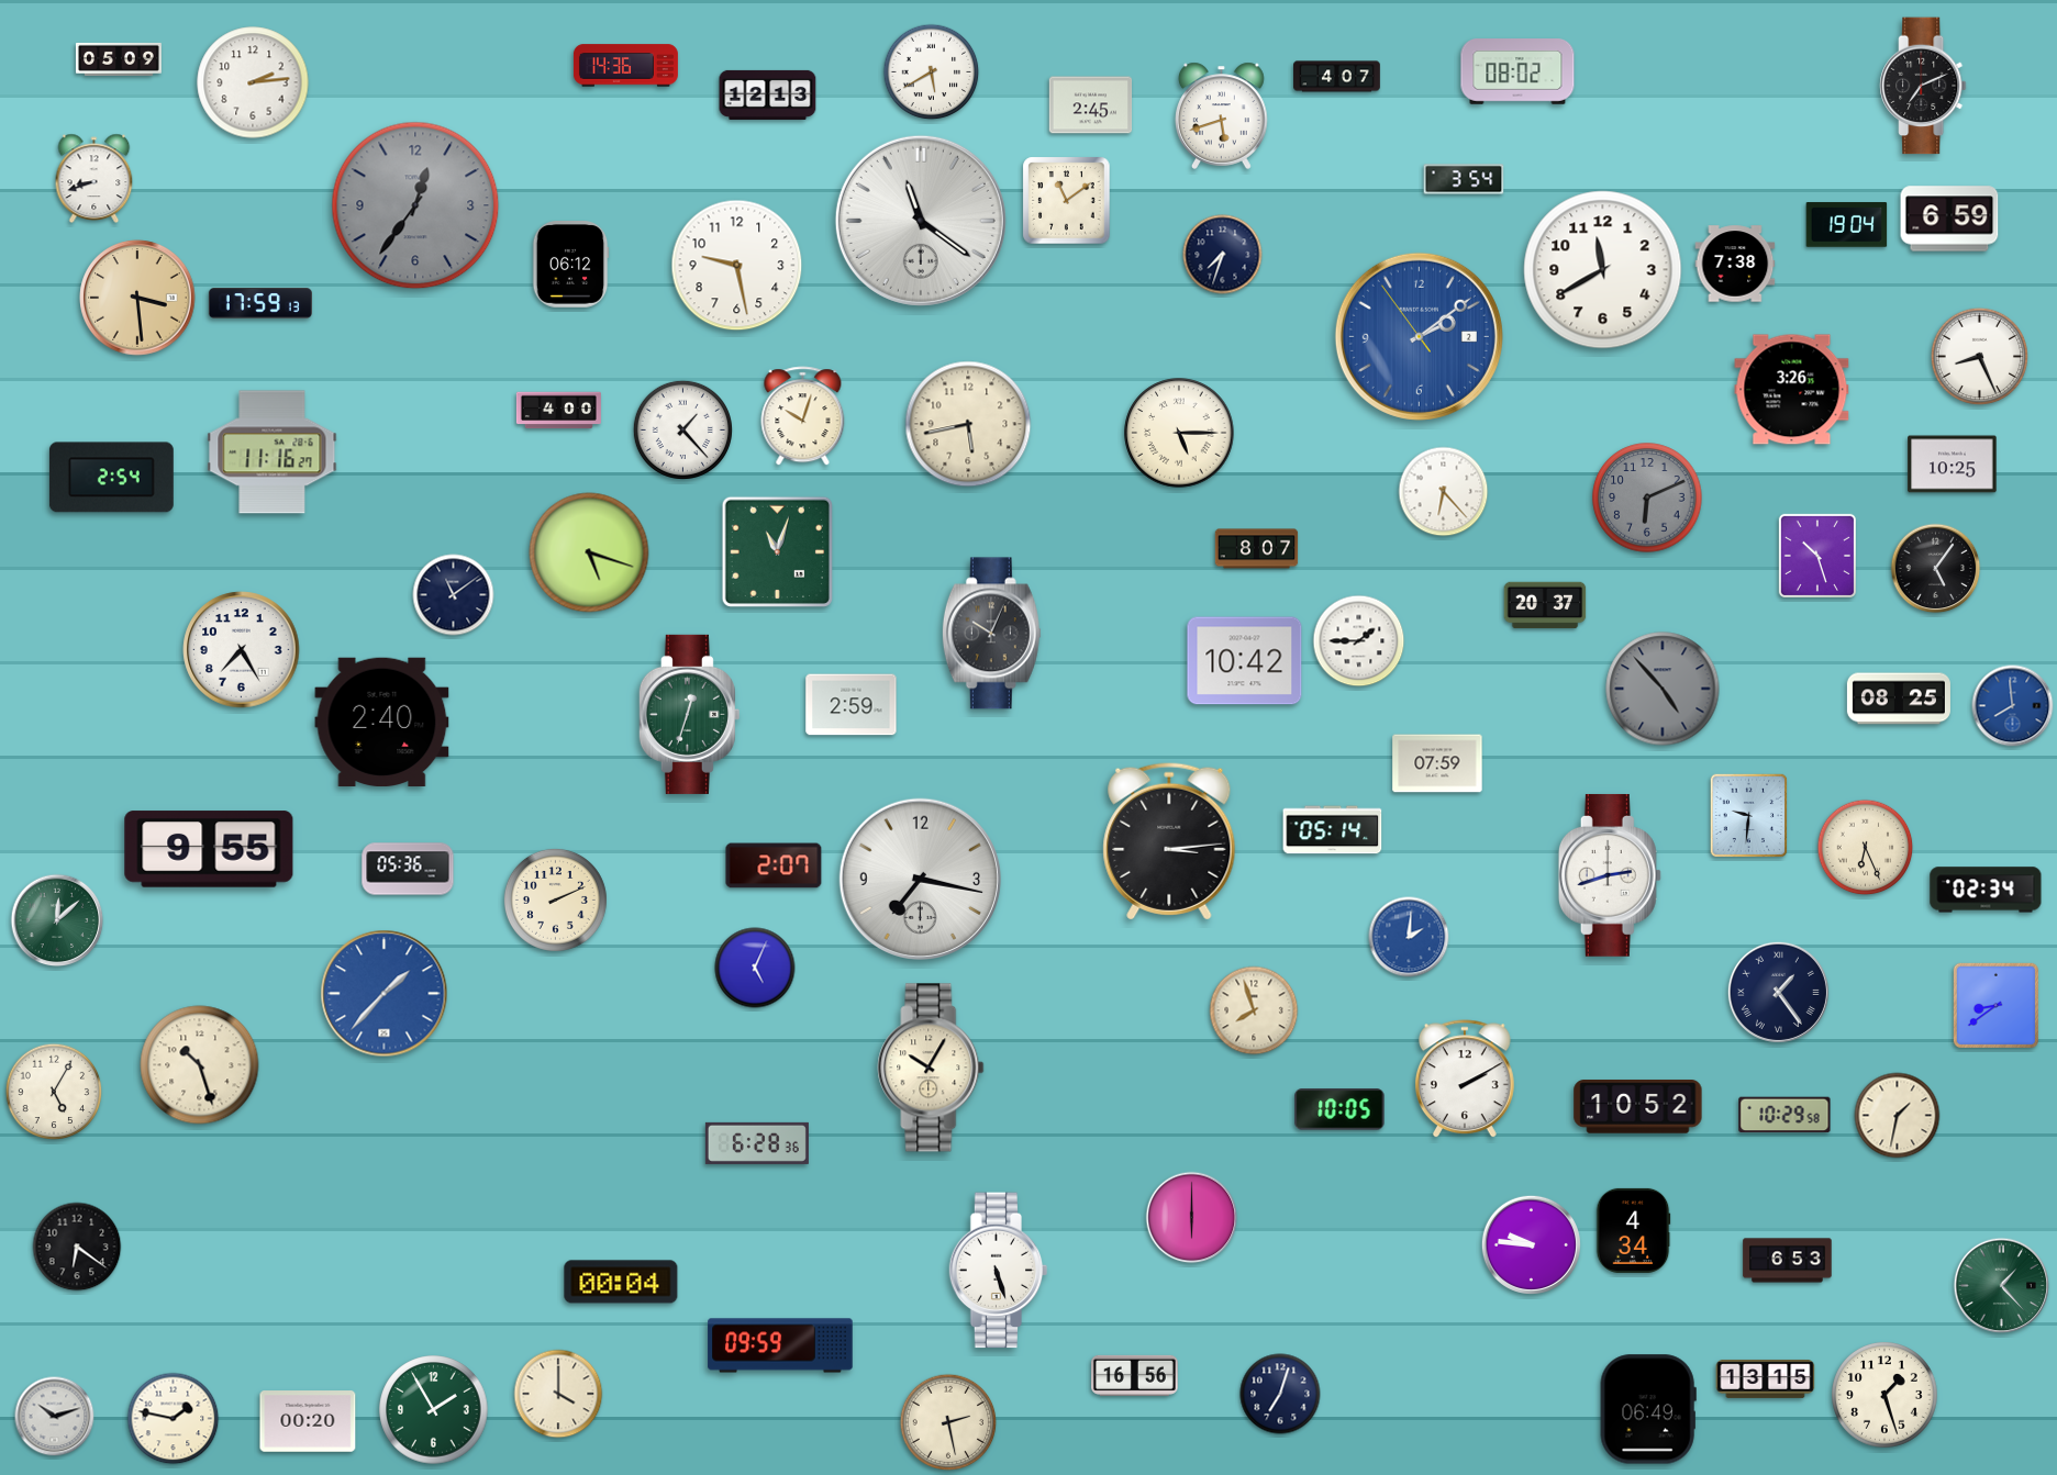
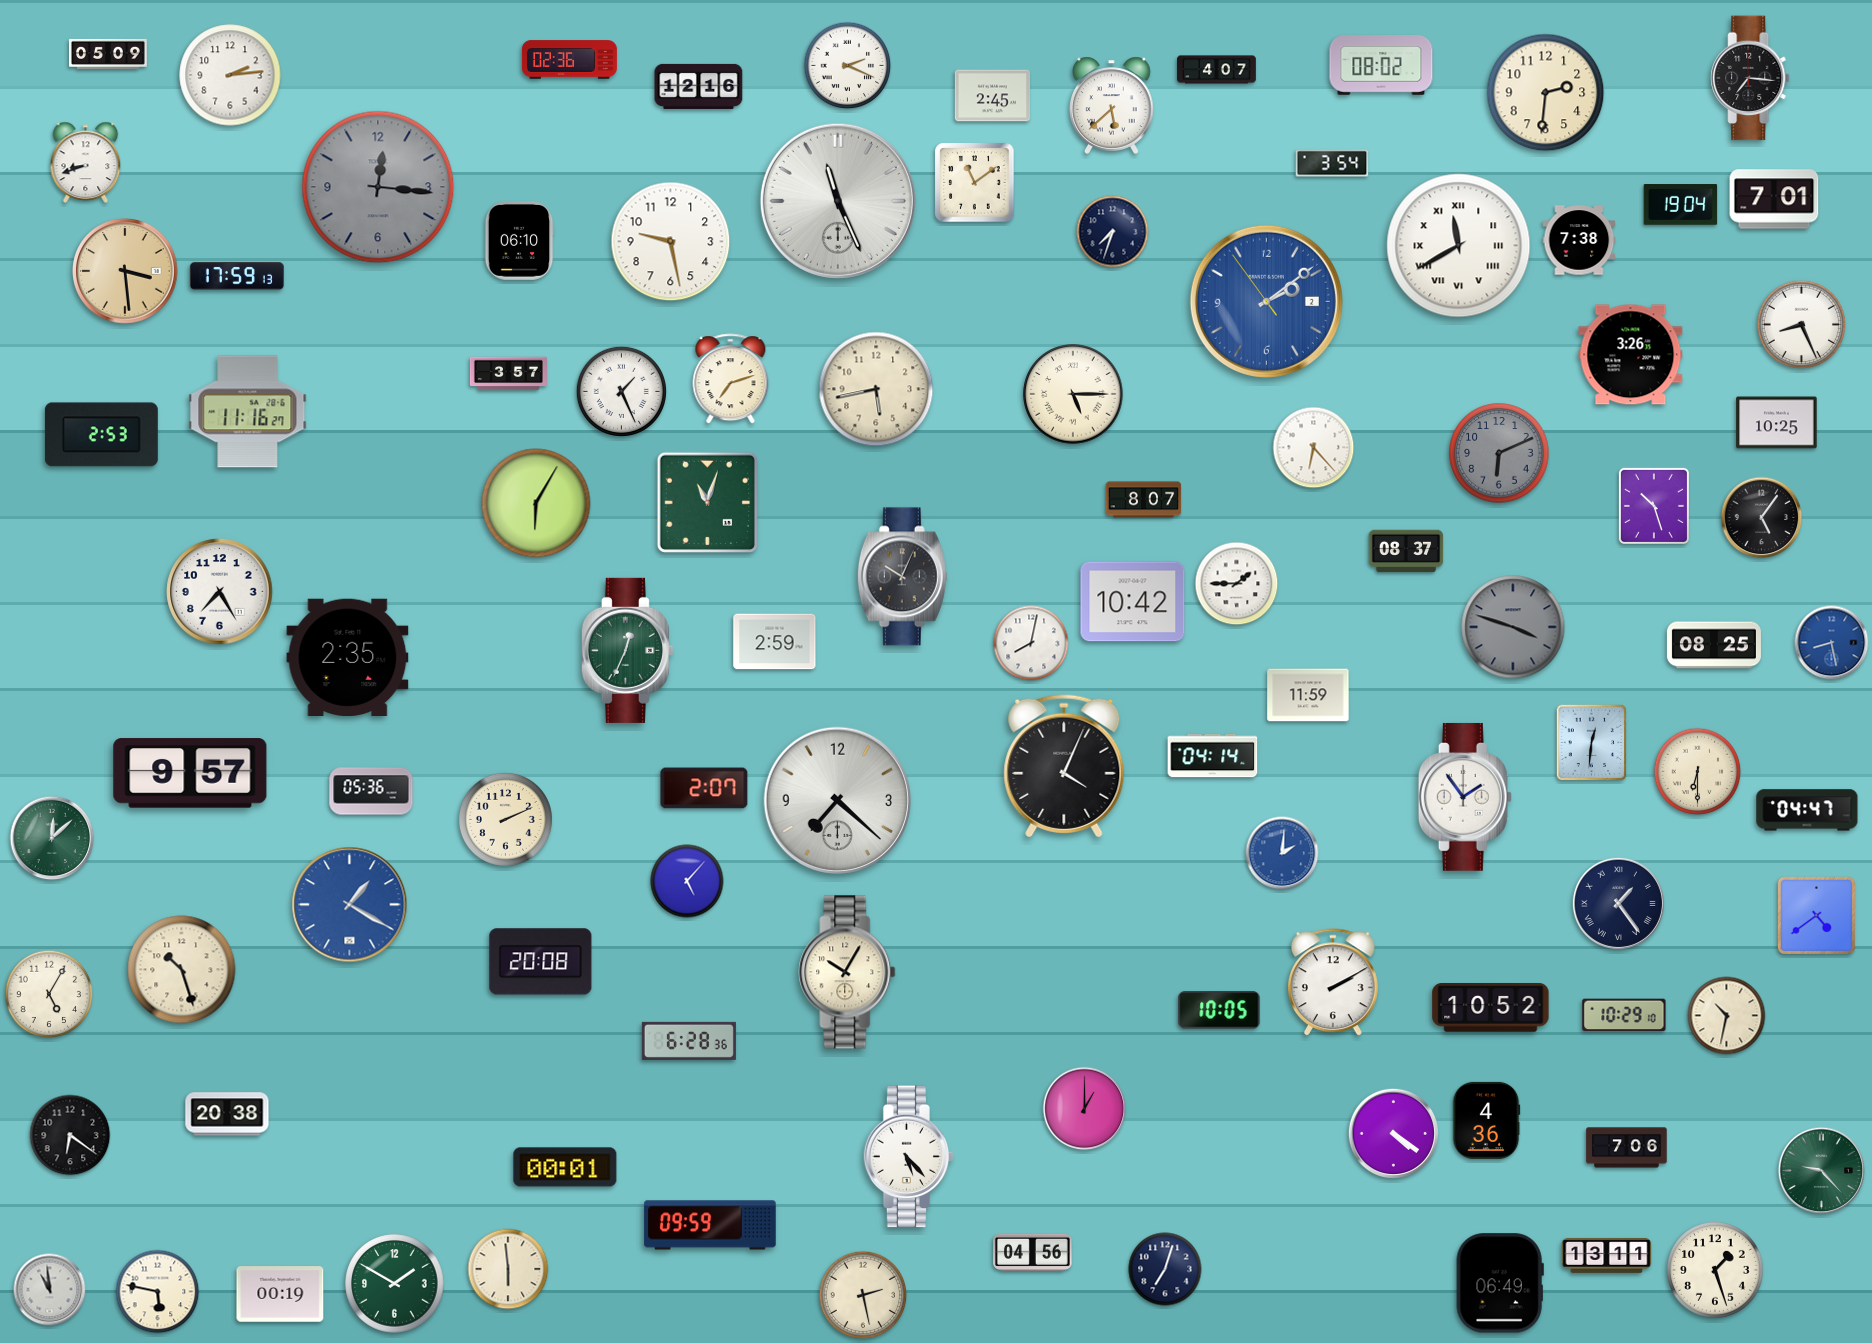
clock at (625, 66): 14:36 -> 02:36
clock at (932, 72): 5:40 -> 2:19
clock at (1923, 86): 7:11 -> 7:16
clock at (768, 94): 12:13 -> 12:16
clock at (1546, 93): none -> 2:31
clock at (1222, 115): 5:42 -> 5:38
clock at (1067, 201) position: (1067, 201) -> (975, 183)
clock at (415, 205): 12:36 -> 12:16
clock at (1949, 219): 6:59 -> 7:01
clock at (921, 221): 11:21 -> 11:26
clock at (570, 265): 06:12 -> 06:10
clock at (1603, 270) numerals: Arabic -> Roman
clock at (1419, 336) position: (1419, 336) -> (1266, 301)
clock at (558, 411): 4:00 -> 3:57
clock at (803, 416): 10:03 -> 7:12
clock at (968, 424) position: (968, 424) -> (876, 389)
clock at (682, 429): 1:23 -> 1:26
clock at (111, 478): 2:54 -> 2:53
clock at (589, 552): 5:18 -> 6:05
clock at (454, 595): 11:09 -> none
clock at (1545, 605): 20:37 -> 08:37
clock at (1663, 689): 4:53 -> 3:48
clock at (1899, 699) position: (1899, 699) -> (1714, 645)
clock at (1031, 643): none -> 8:02
clock at (2013, 706): 7:59 -> 8:28
clock at (689, 714): 12:33 -> 12:34
clock at (382, 722): 2:40 -> 2:35
clock at (1437, 763): 07:59 -> 11:59
clock at (1749, 816): 9:31 -> 12:31
clock at (1333, 830): 05:14 -> 04:14
clock at (1169, 841): 3:14 -> 4:04
clock at (1866, 848): 6:26 -> 6:30
clock at (209, 849): 9:55 -> 9:57
clock at (1610, 875): 2:42 -> 1:54
clock at (920, 879): 7:17 -> 7:22
clock at (1986, 890): 02:34 -> 04:47
clock at (755, 968): 5:04 -> 5:07
clock at (385, 994): 1:37 -> 1:20
clock at (1995, 1005): 8:39 -> 4:39
clock at (1254, 1010): 7:57 -> none
clock at (541, 962): none -> 20:08
clock at (1784, 1115): 10:29:58 -> 10:29:10
clock at (1898, 1116): 1:32 -> 10:32
clock at (1192, 1218): 6:00 -> 1:00
clock at (227, 1114): none -> 20:38
clock at (1633, 1230): 4:34 -> 4:36
clock at (1531, 1244): 9:46 -> 4:21
clock at (1788, 1261): 6:53 -> 7:06
clock at (999, 1271): 5:27 -> 5:23
clock at (621, 1282): 00:04 -> 00:01
clock at (2002, 1286): 1:23 -> 9:23
clock at (1135, 1375): 16:56 -> 04:56
clock at (1766, 1378): 13:15 -> 13:11
clock at (558, 1394): 4:00 -> 5:59
clock at (434, 1410): 1:55 -> 1:50
clock at (55, 1417): 10:12 -> 10:59
clock at (174, 1419): 1:47 -> 5:47
clock at (308, 1421): 00:20 -> 00:19
